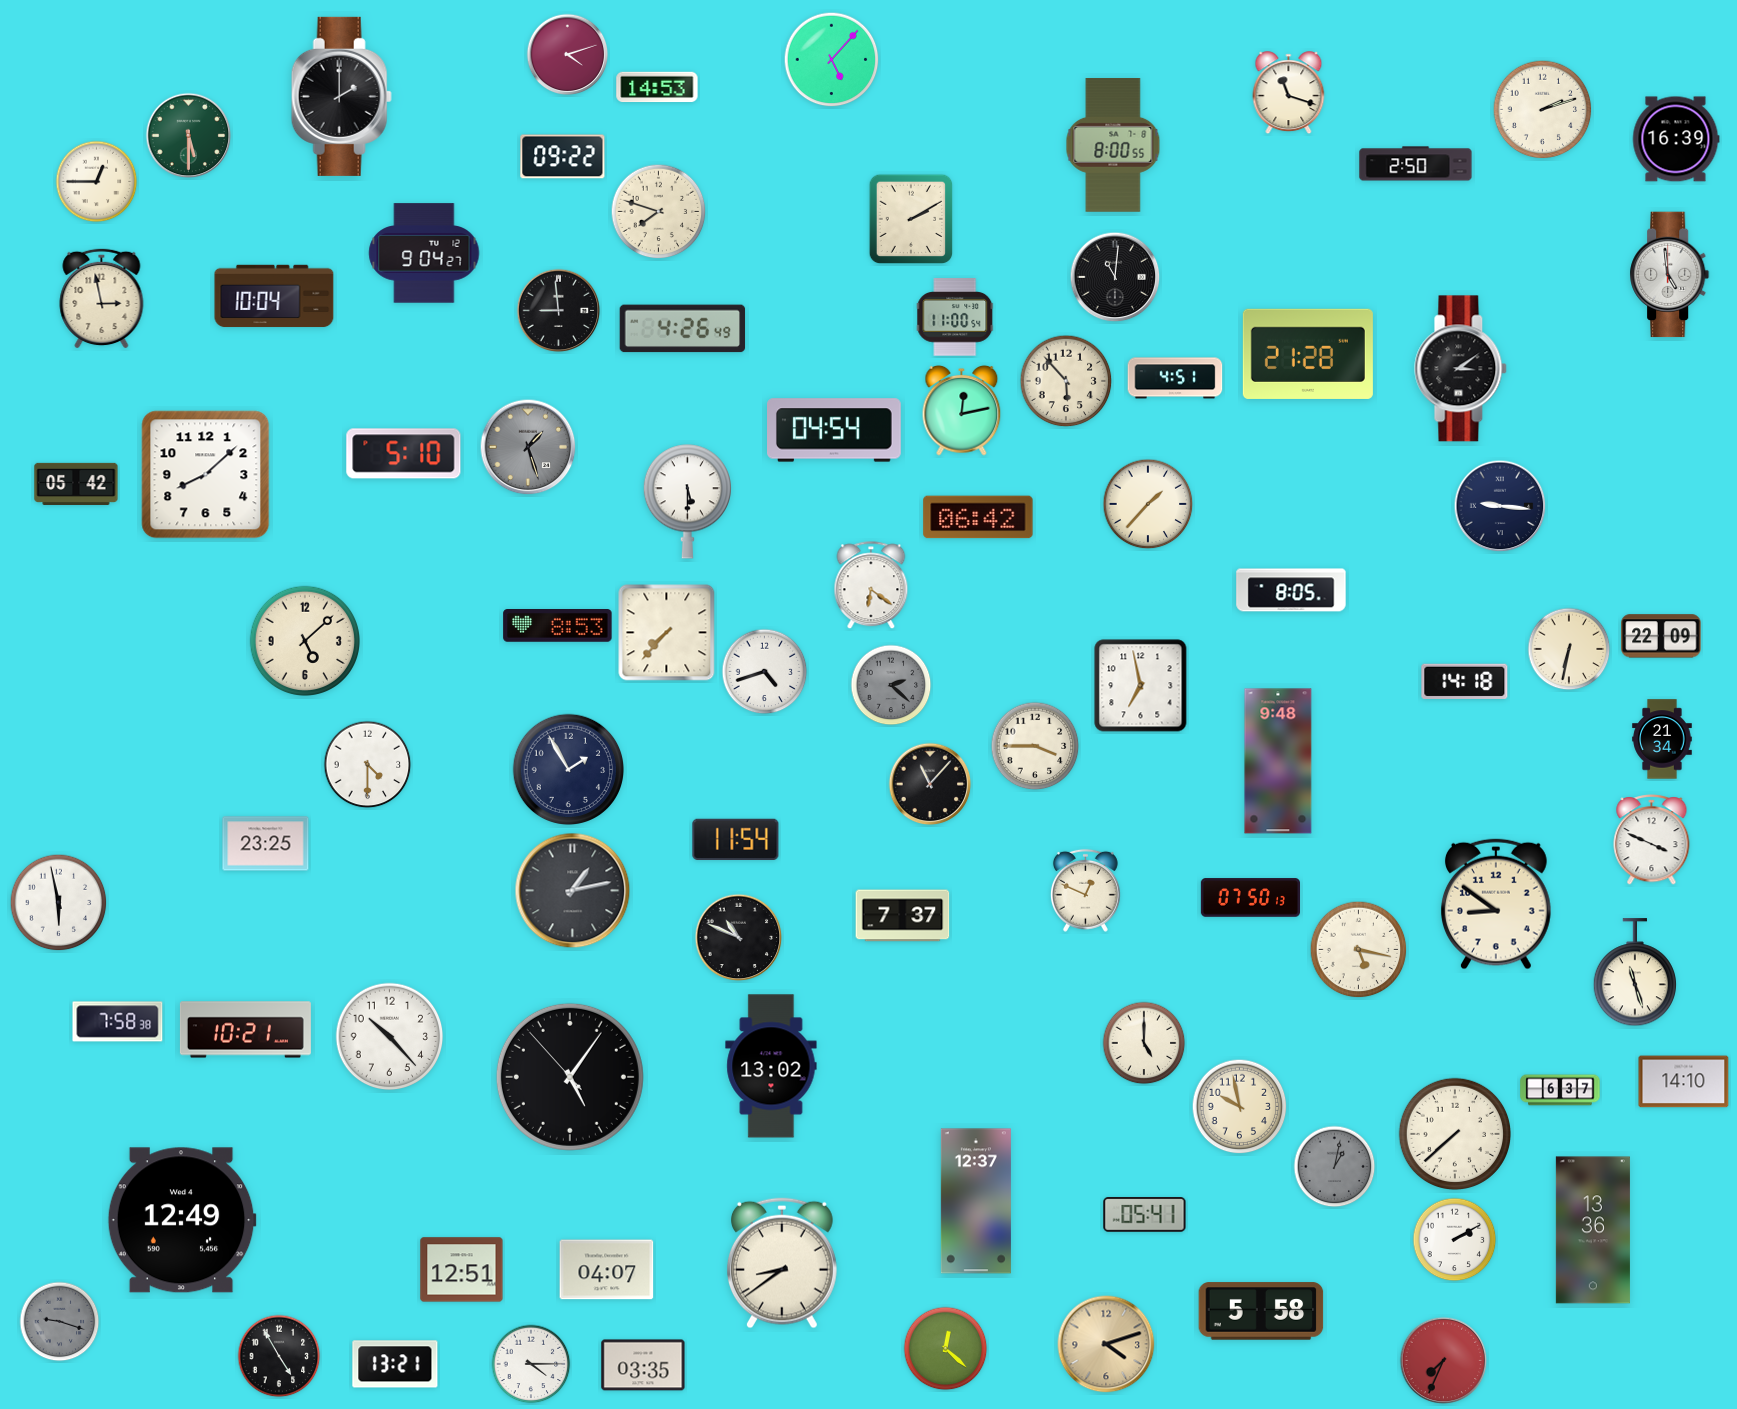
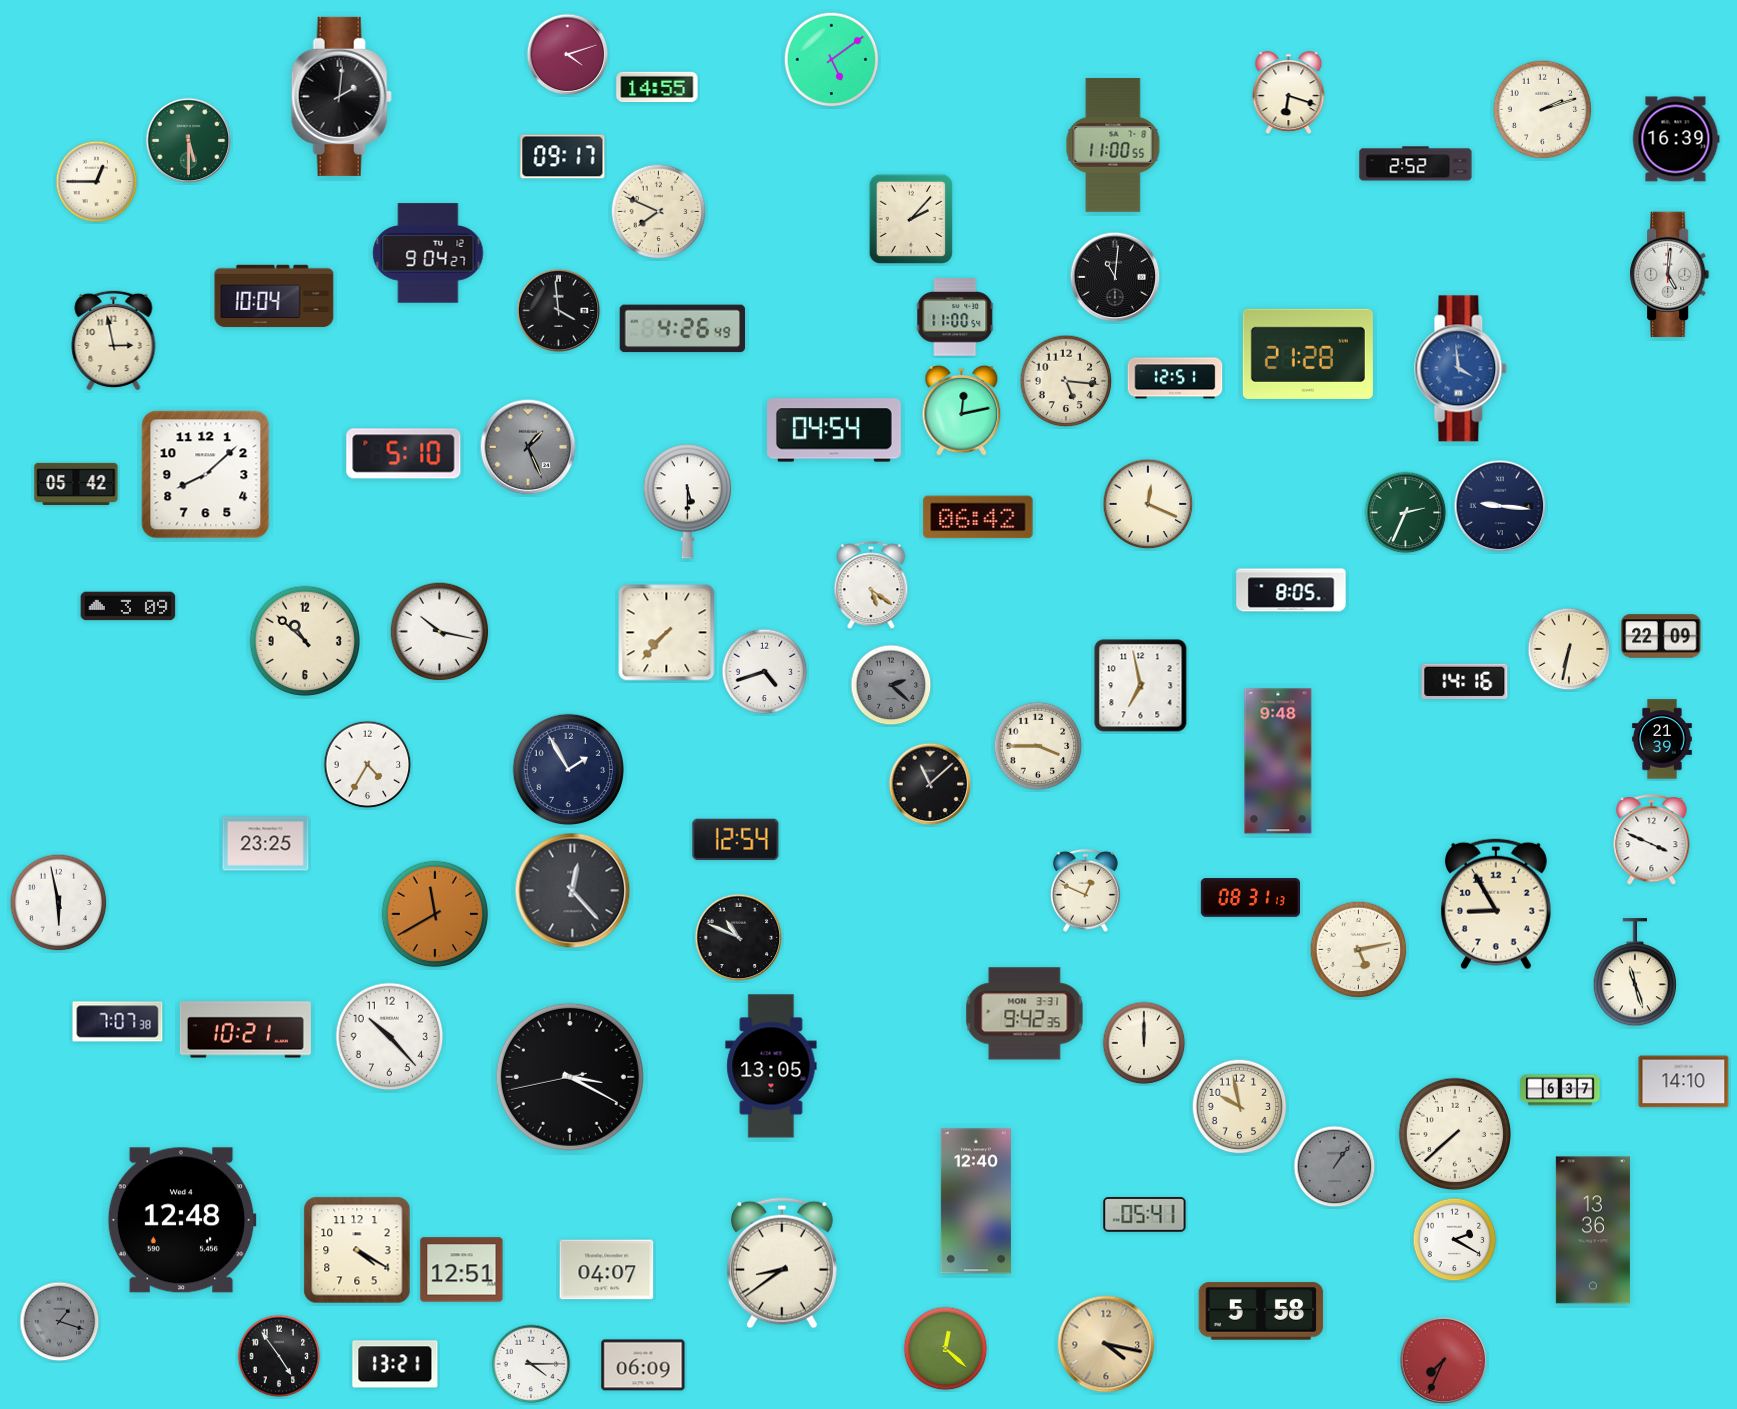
clock at (832, 60): 5:07 -> 5:09
clock at (657, 87): 14:53 -> 14:55
clock at (1289, 93): 11:18 -> 6:18
clock at (341, 96): 2:00 -> 2:01
clock at (189, 136) position: (189, 136) -> (189, 141)
clock at (1113, 146): 8:00 -> 11:00
clock at (563, 157): 09:22 -> 09:17
clock at (1416, 164): 2:50 -> 2:52
clock at (659, 212): 7:48 -> 7:49
clock at (911, 219): 2:10 -> 2:07
clock at (424, 253) position: (424, 253) -> (428, 253)
clock at (1670, 275): 4:59 -> 5:01
clock at (102, 298) position: (102, 298) -> (114, 340)
clock at (559, 311): 8:59 -> 3:59
clock at (1461, 369): 3:09 -> 3:59
clock at (1461, 369) dial: black -> blue
clock at (1175, 378): 4:51 -> 12:51
clock at (1066, 381): 5:53 -> 5:16
clock at (528, 447): 1:27 -> 1:26
clock at (1148, 504): 1:37 -> 12:19
clock at (1406, 513): none -> 2:34
clock at (871, 586): 6:21 -> 5:21
clock at (128, 606): none -> 3:09
clock at (558, 626): 8:53 -> none
clock at (440, 632): none -> 10:17
clock at (305, 641): 5:08 -> 10:52
clock at (1465, 681): 14:18 -> 14:16
clock at (1662, 739): 21:34 -> 21:39
clock at (1035, 746) position: (1035, 746) -> (1038, 746)
clock at (368, 765): 4:30 -> 4:35
clock at (930, 784): 11:07 -> 11:08
clock at (736, 840): 11:54 -> 12:54
clock at (573, 891): 1:13 -> 12:23
clock at (1250, 898): 07:50 -> 08:31
clock at (1496, 904): 8:51 -> 8:55
clock at (435, 914): none -> 11:40
clock at (903, 916): 7:37 -> none
clock at (1359, 950): 5:17 -> 5:13
clock at (1025, 1014): none -> 9:42
clock at (118, 1022): 7:58 -> 7:07
clock at (1144, 1043): 5:00 -> 12:00
clock at (771, 1066): 13:02 -> 13:05
clock at (570, 1077): 5:05 -> 3:19
clock at (1335, 1167): 1:02 -> 1:06
clock at (976, 1201): 12:37 -> 12:40
clock at (182, 1220): 12:49 -> 12:48
clock at (1455, 1240): 2:10 -> 2:20
clock at (357, 1250): none -> 4:20
clock at (60, 1322): 9:18 -> 1:18
clock at (1106, 1344): 4:12 -> 4:17
clock at (279, 1356): 4:55 -> 4:54
clock at (643, 1365): 03:35 -> 06:09
